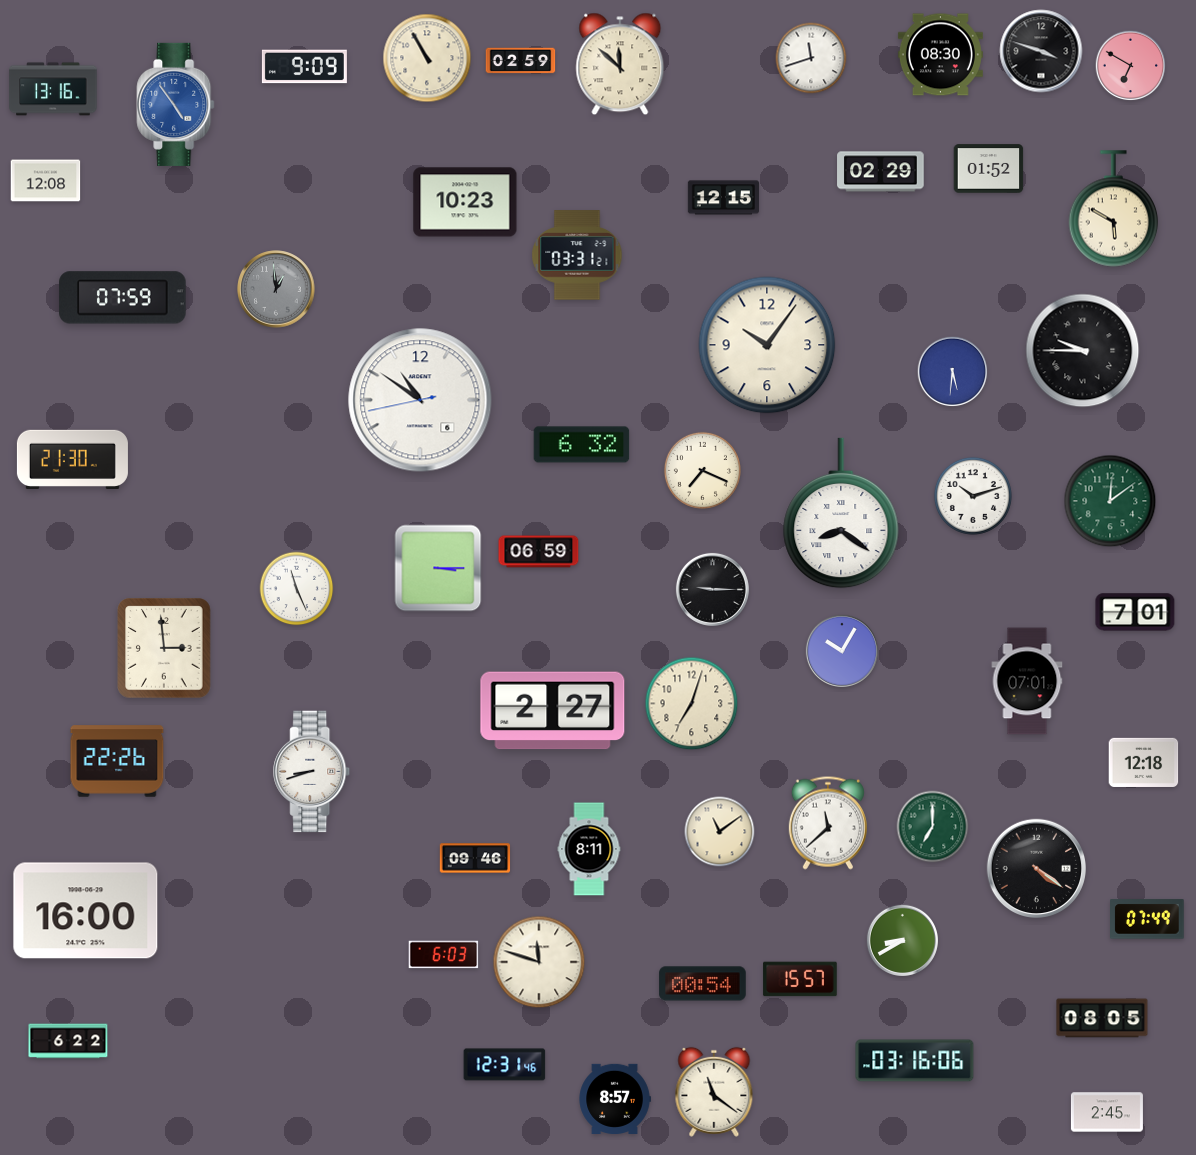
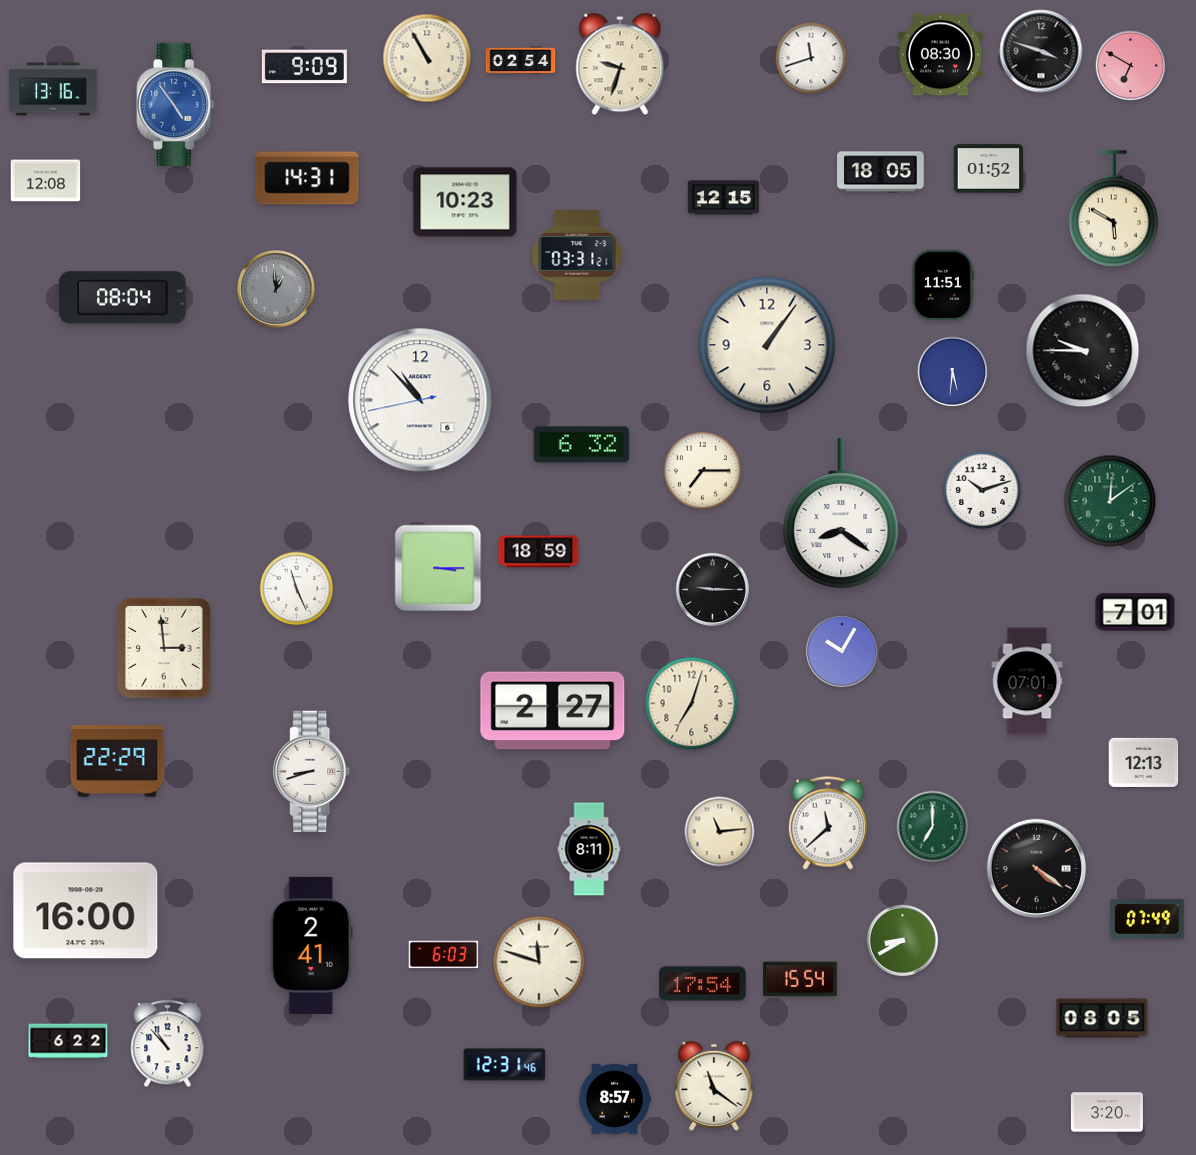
clock at (521, 61): 02:59 -> 02:54
clock at (620, 64): 11:52 -> 9:33
clock at (881, 172): 02:29 -> 18:05
clock at (307, 178): none -> 14:31
clock at (943, 285): none -> 11:51
clock at (123, 298): 07:59 -> 08:04
clock at (767, 345): 10:06 -> 1:06
clock at (420, 400): 10:50 -> 10:52
clock at (72, 459): 21:30 -> none
clock at (702, 470): 7:19 -> 7:15
clock at (973, 496) position: (973, 496) -> (982, 490)
clock at (539, 552): 06:59 -> 18:59
clock at (117, 761): 22:26 -> 22:29
clock at (1144, 762): 12:18 -> 12:13
clock at (720, 832): 11:09 -> 11:14
clock at (475, 858): 09:46 -> none
clock at (311, 945): none -> 2:41
clock at (800, 979): 15:57 -> 15:54
clock at (703, 984): 00:54 -> 17:54
clock at (168, 1044): none -> 10:53
clock at (915, 1061): 03:16 -> none
clock at (714, 1092) position: (714, 1092) -> (714, 1086)
clock at (1107, 1112): 2:45 -> 3:20
